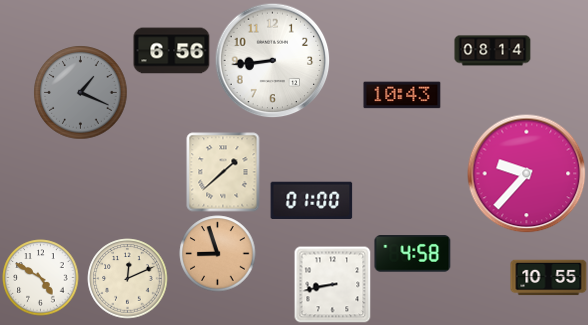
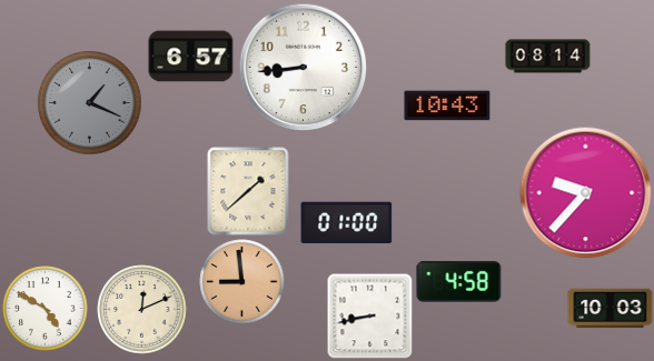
clock at (172, 51): 6:56 -> 6:57
clock at (218, 254): 8:57 -> 8:59
clock at (549, 278): 10:55 -> 10:03
